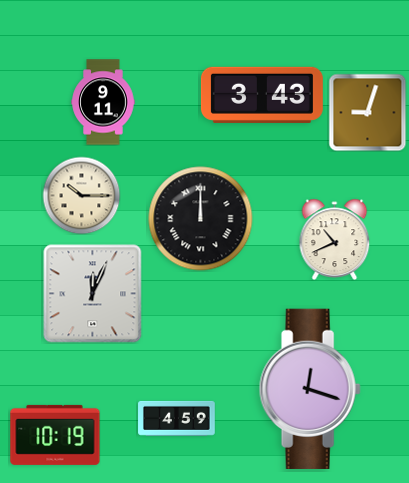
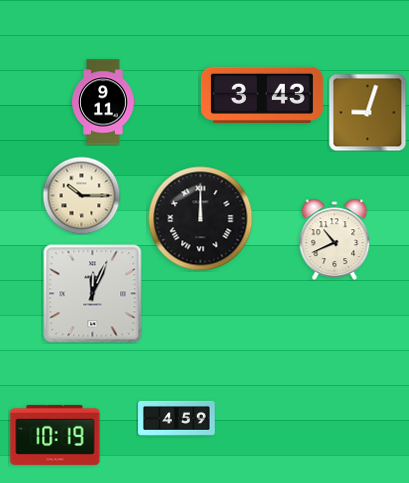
clock at (310, 389): 12:18 -> none
